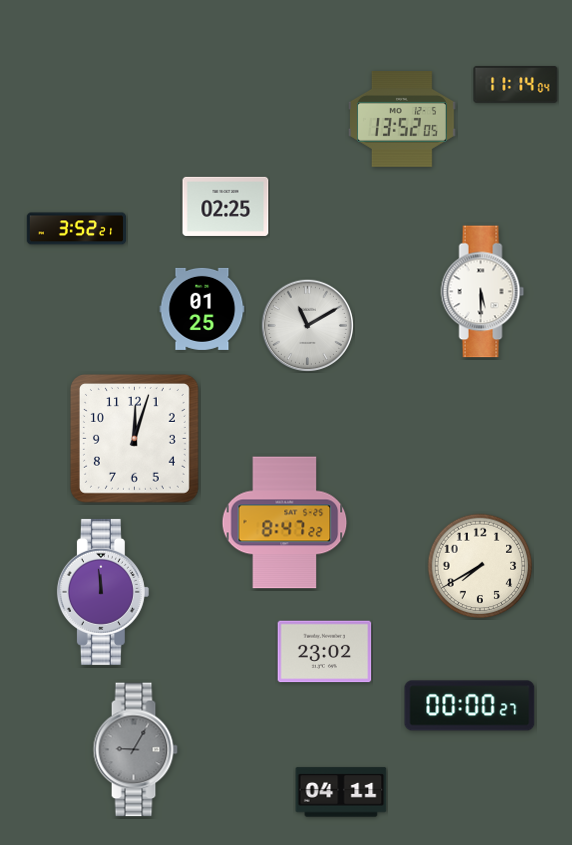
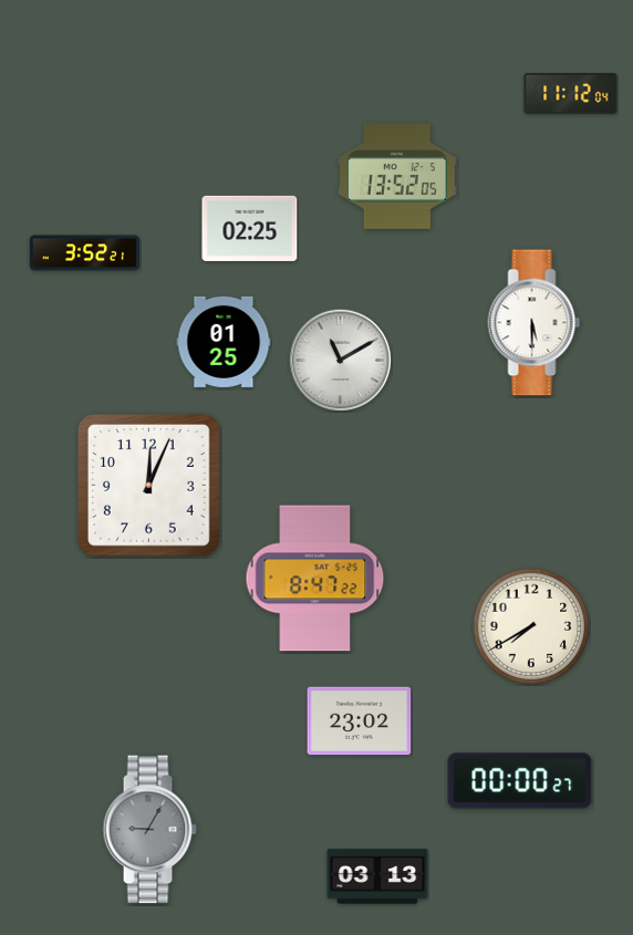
clock at (516, 84): 11:14 -> 11:12
clock at (403, 120) position: (403, 120) -> (398, 177)
clock at (134, 438): 12:03 -> 12:04
clock at (103, 592): 11:59 -> none
clock at (341, 792): 04:11 -> 03:13
